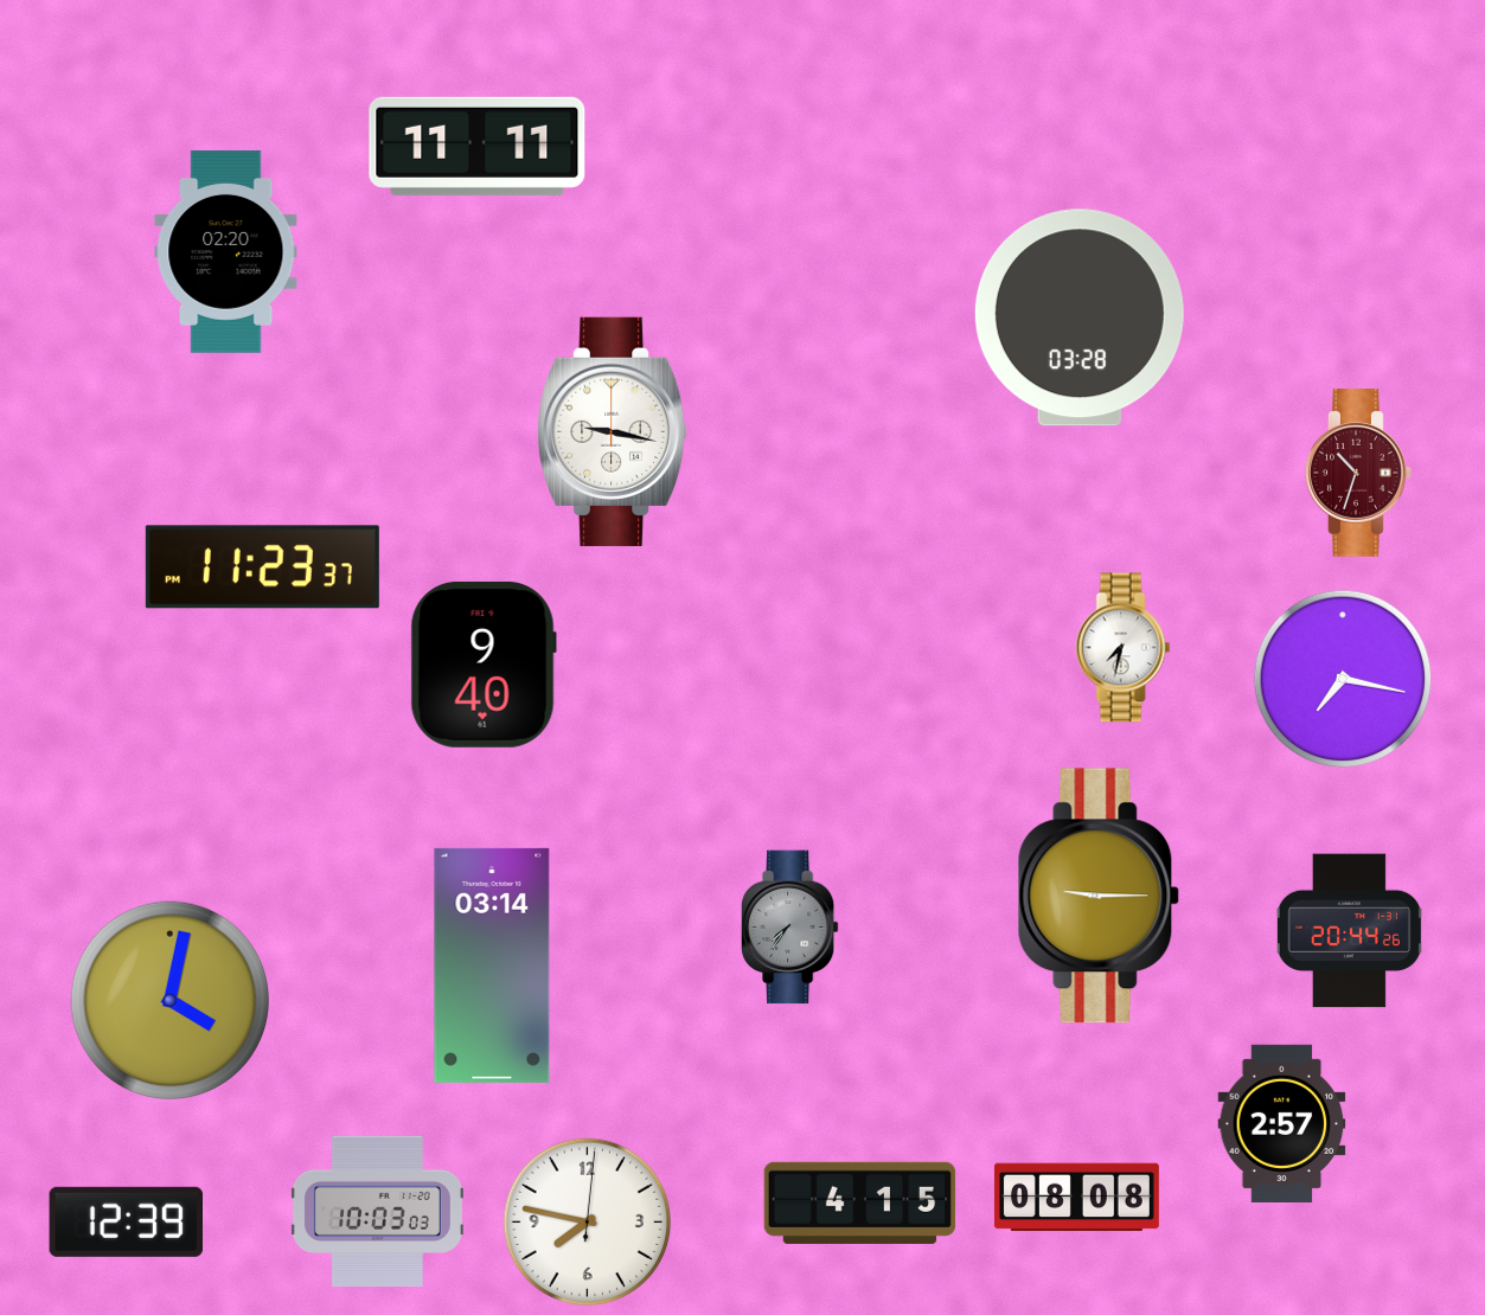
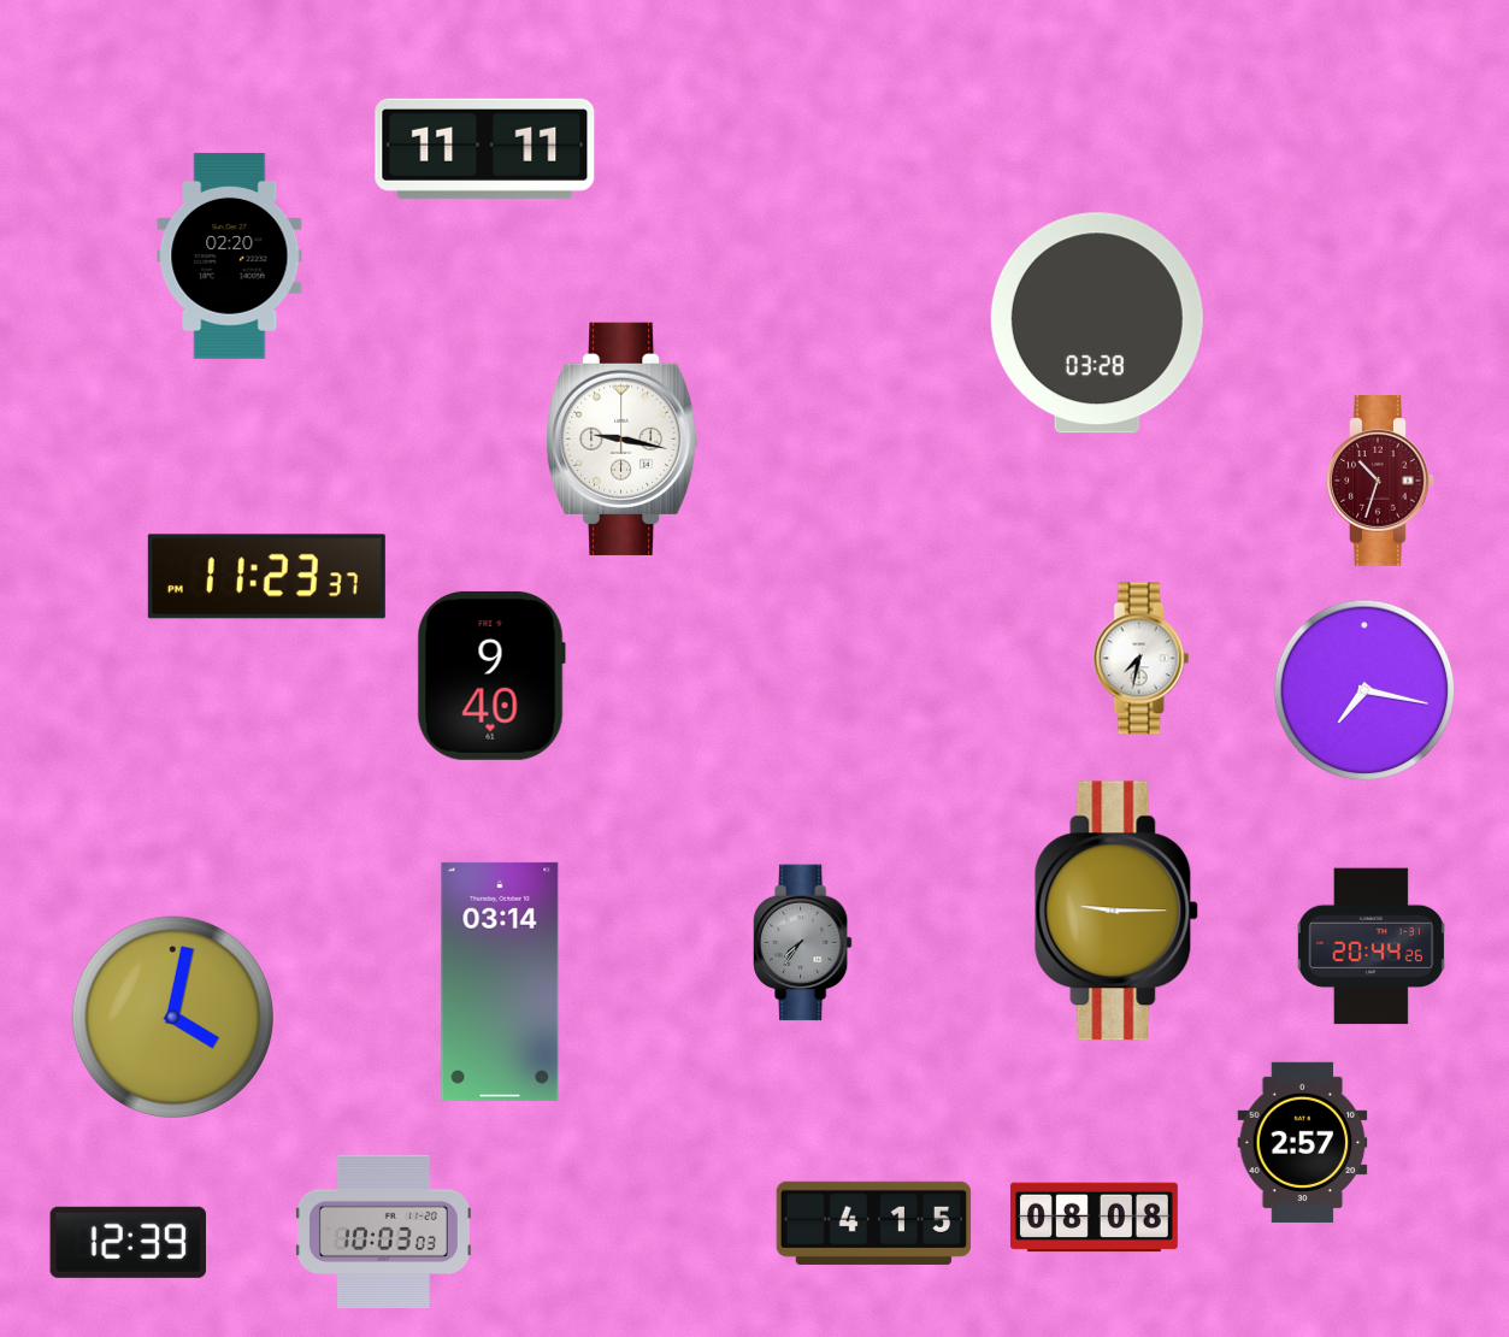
clock at (588, 1223): 7:47 -> none
